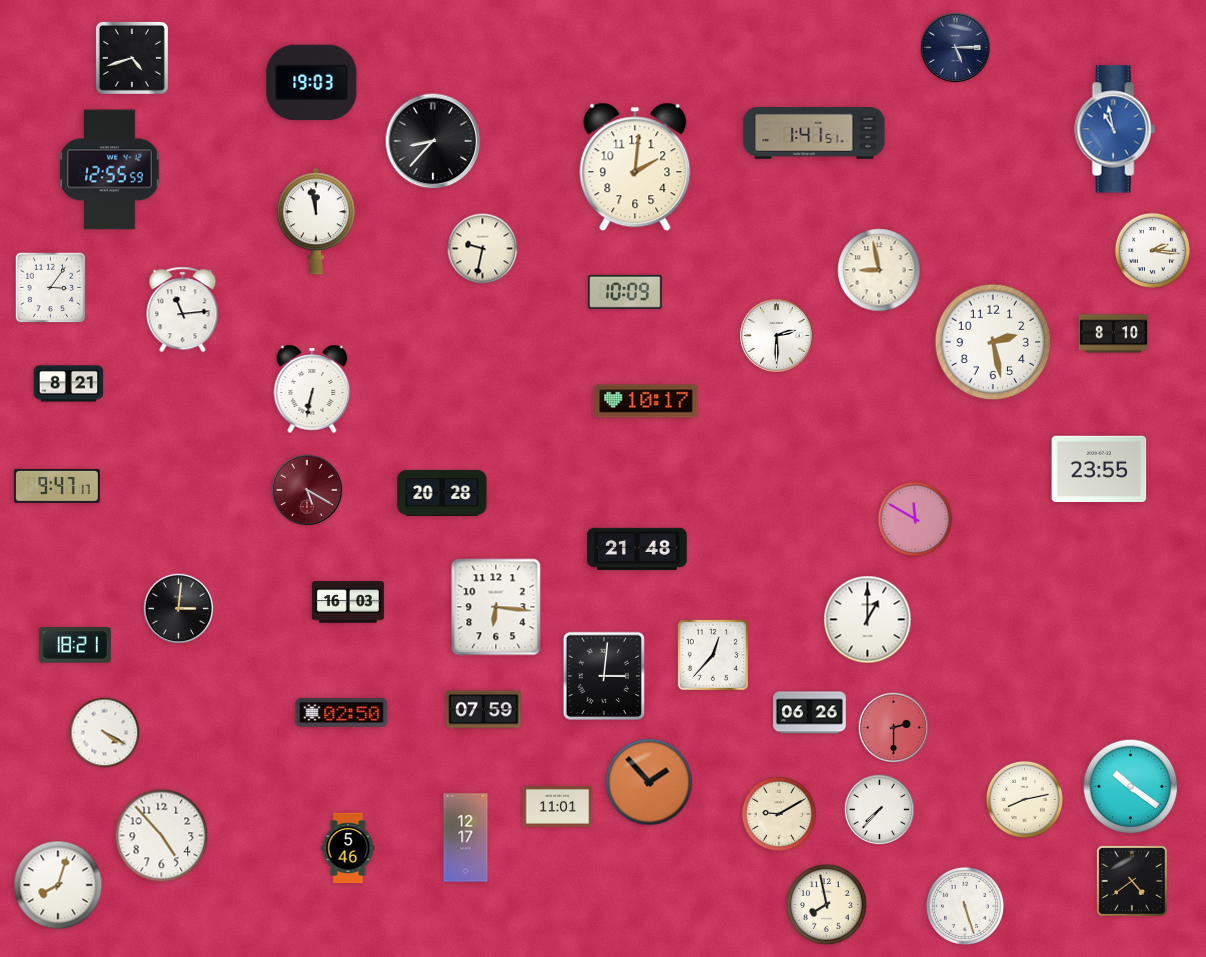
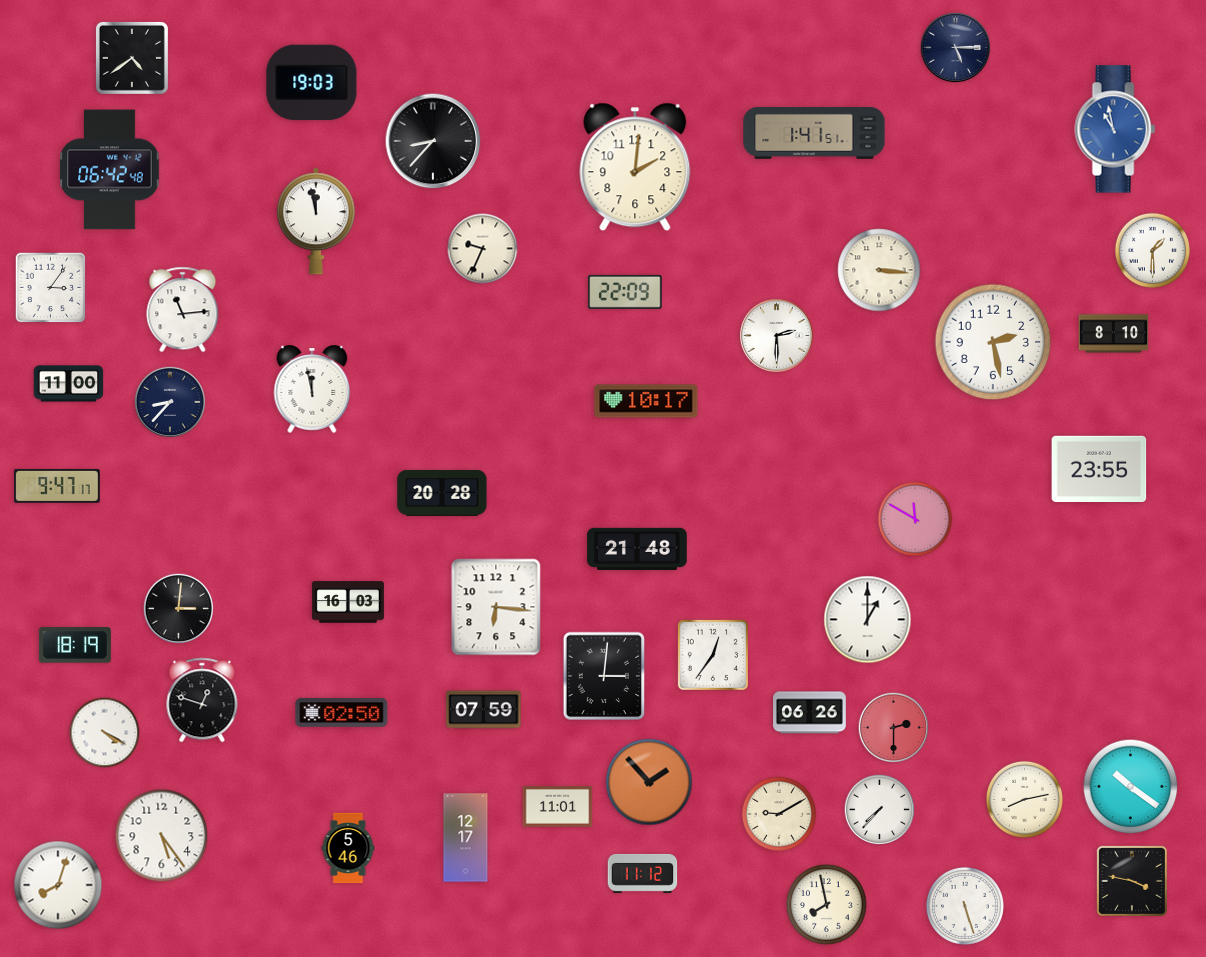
clock at (132, 58): 4:42 -> 4:39
clock at (110, 170): 12:55 -> 06:42
clock at (483, 249): 9:32 -> 9:34
clock at (1153, 251): 2:16 -> 1:30
clock at (879, 270): 8:58 -> 3:16
clock at (625, 292): 10:09 -> 22:09
clock at (69, 384): 8:21 -> 11:00
clock at (312, 389): 6:32 -> 11:58
clock at (169, 401): none -> 8:37
clock at (306, 489): 5:20 -> none
clock at (75, 645): 18:21 -> 18:19
clock at (713, 655): 12:37 -> 12:36
clock at (202, 700): none -> 12:48
clock at (162, 836): 4:53 -> 5:24
clock at (643, 873): none -> 11:12
clock at (1132, 881): 4:39 -> 3:47
